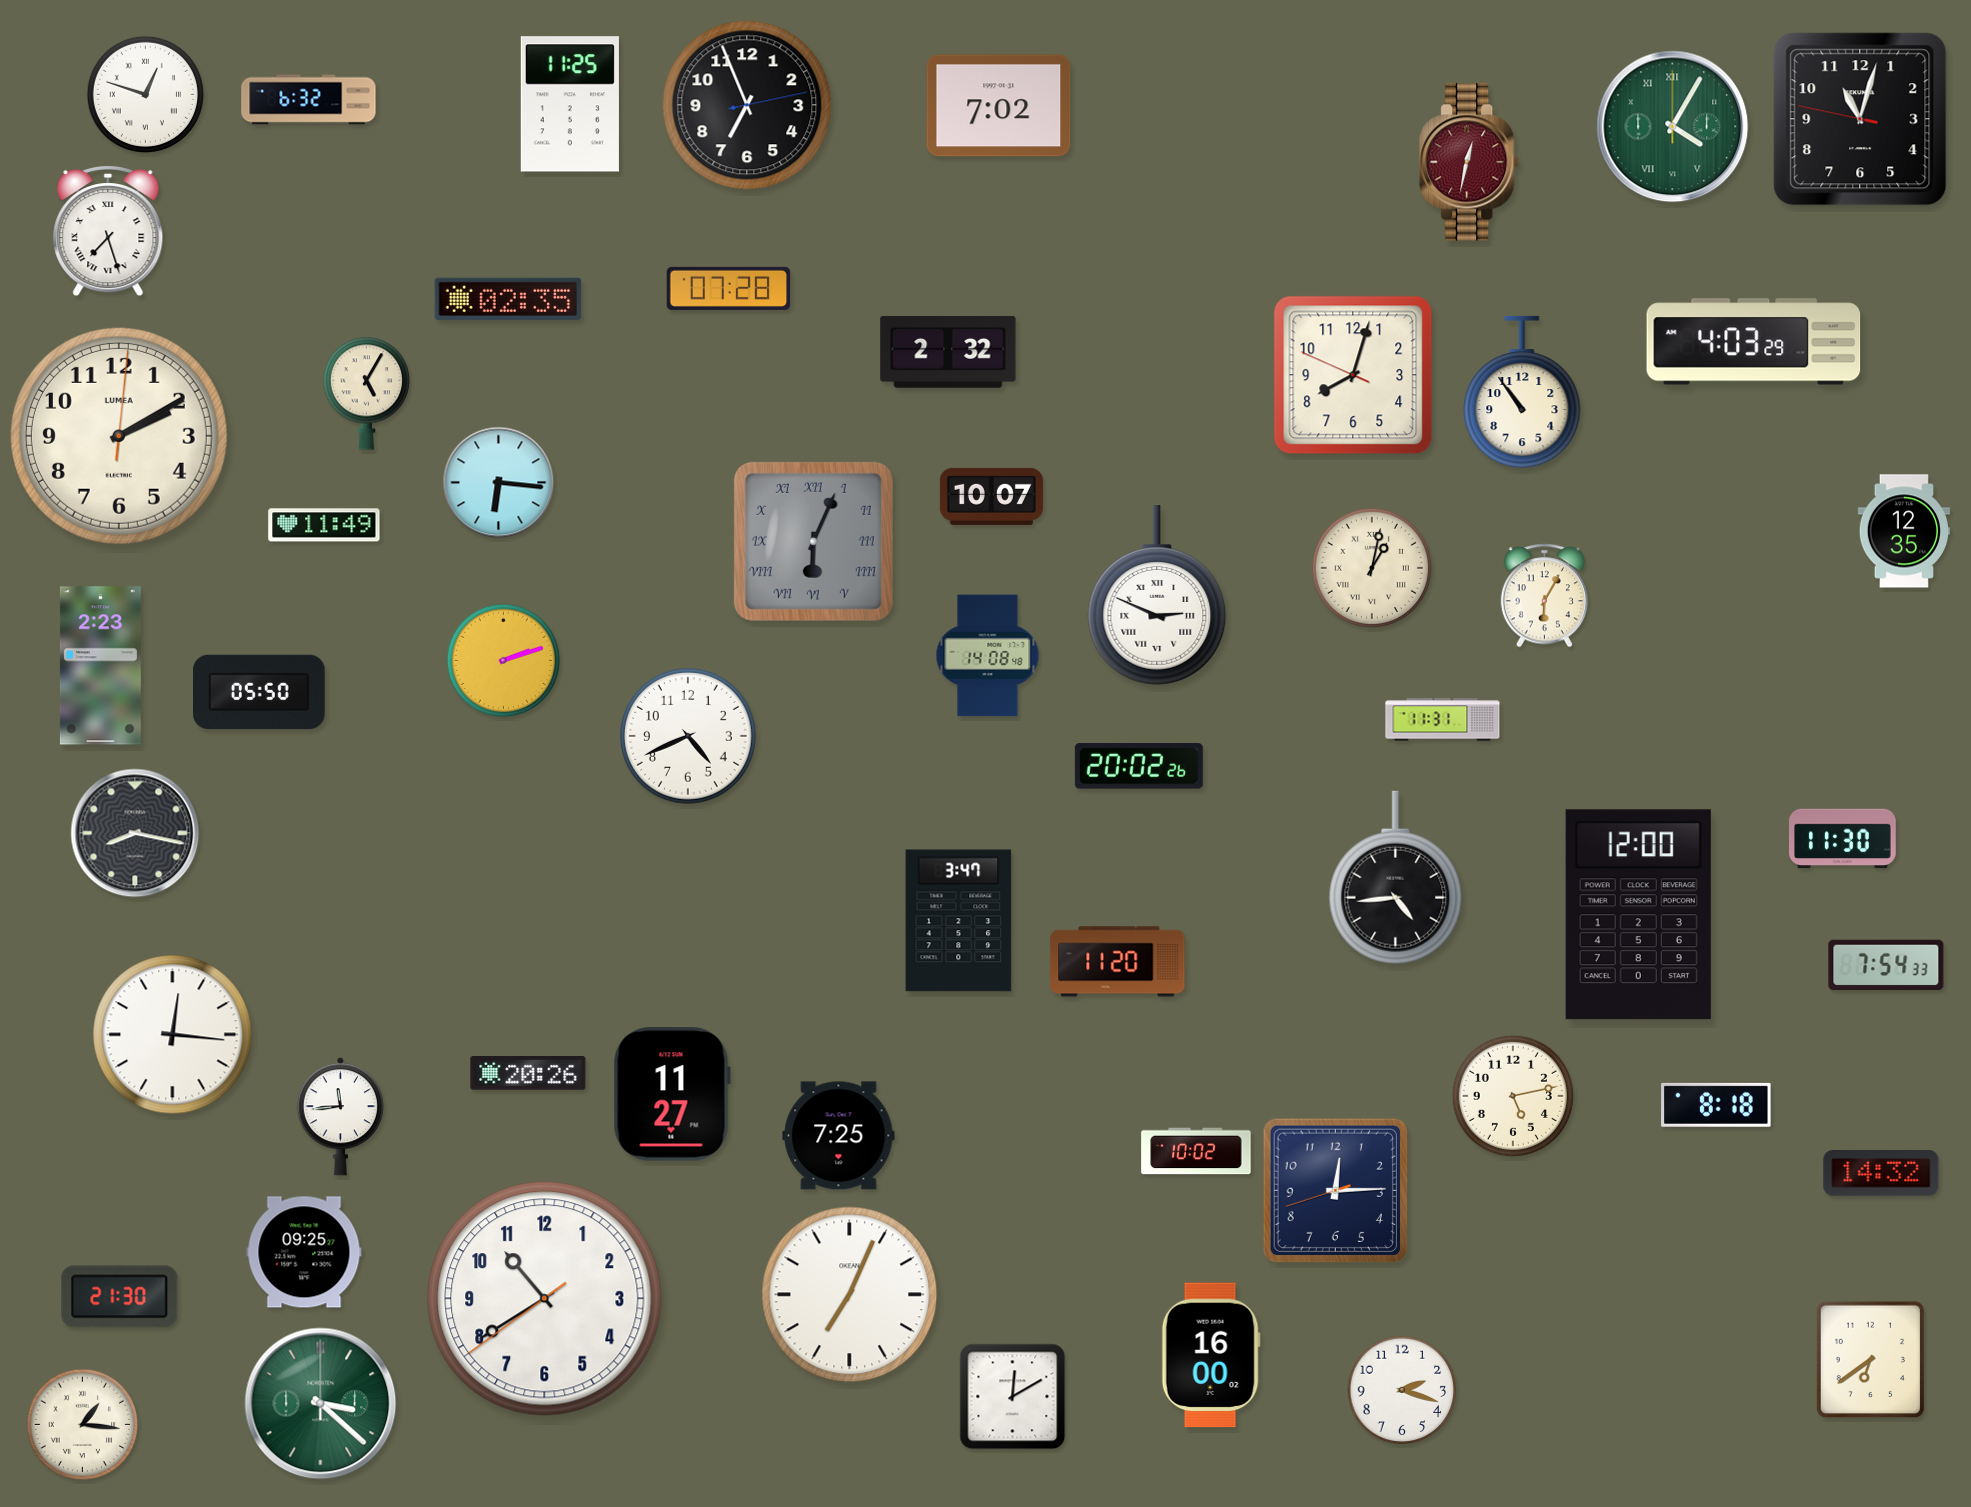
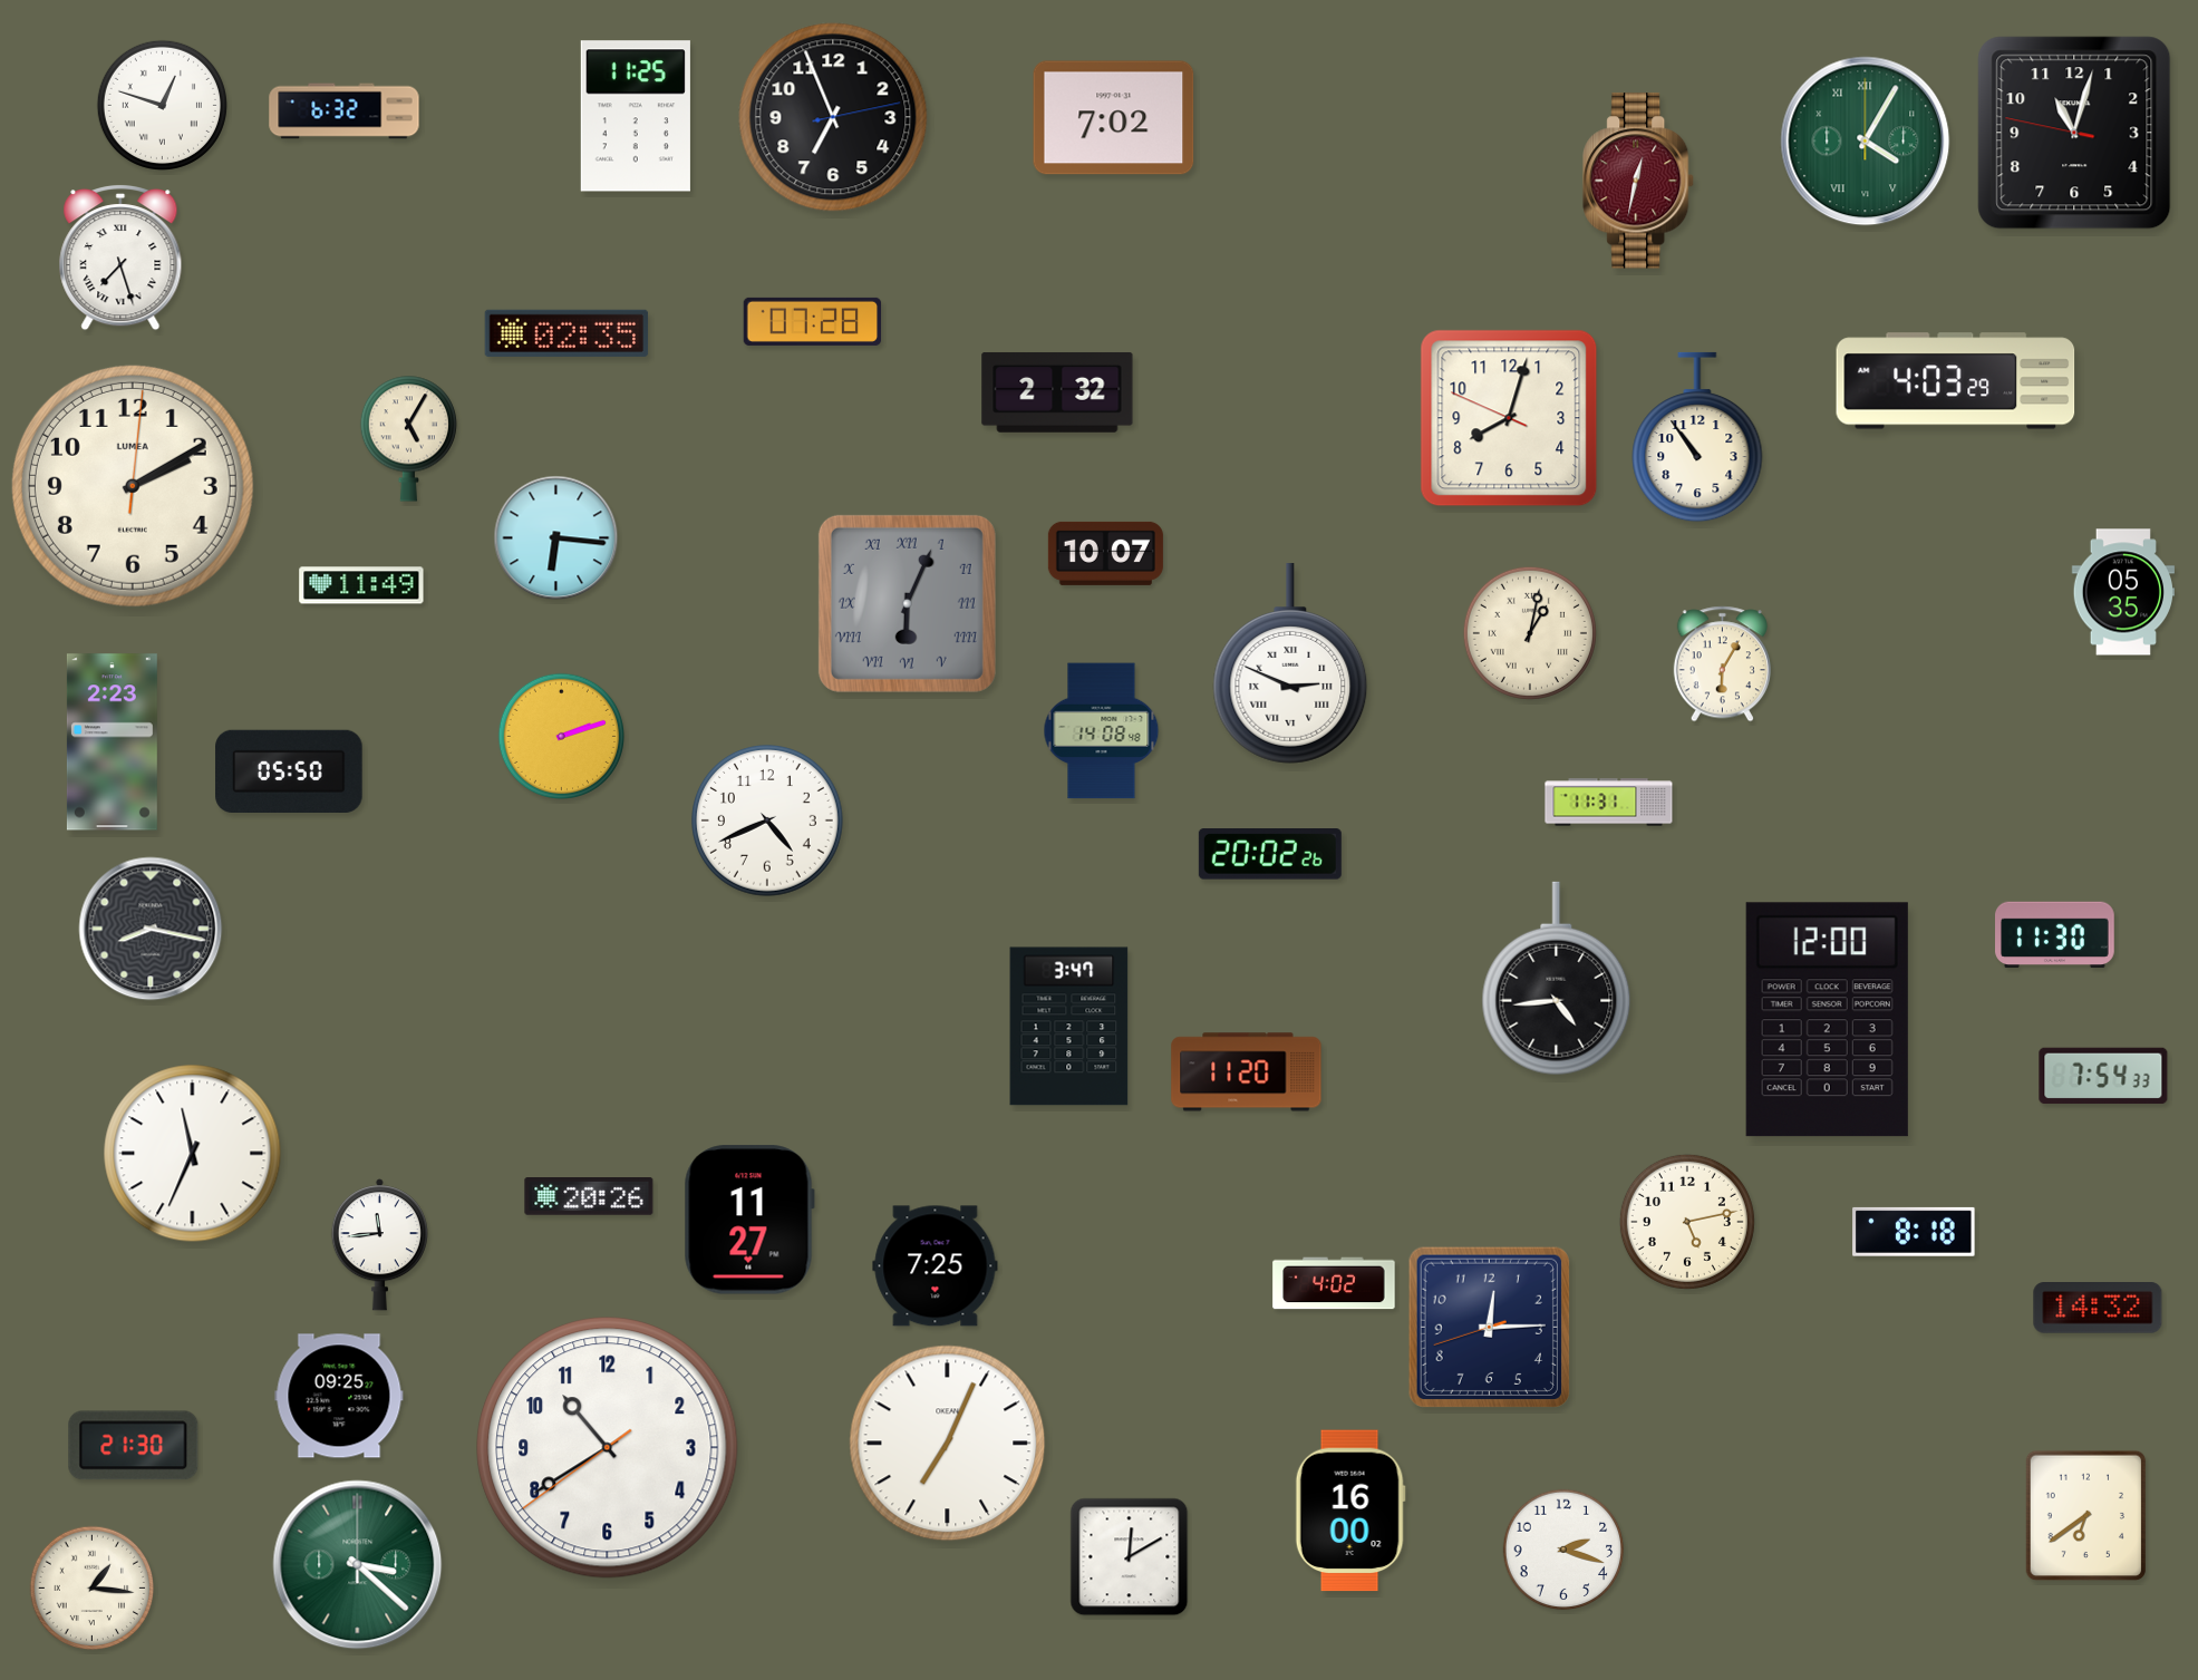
clock at (1903, 531): 12:35 -> 05:35
clock at (173, 1035): 12:16 -> 11:34
clock at (1196, 1151): 10:02 -> 4:02
